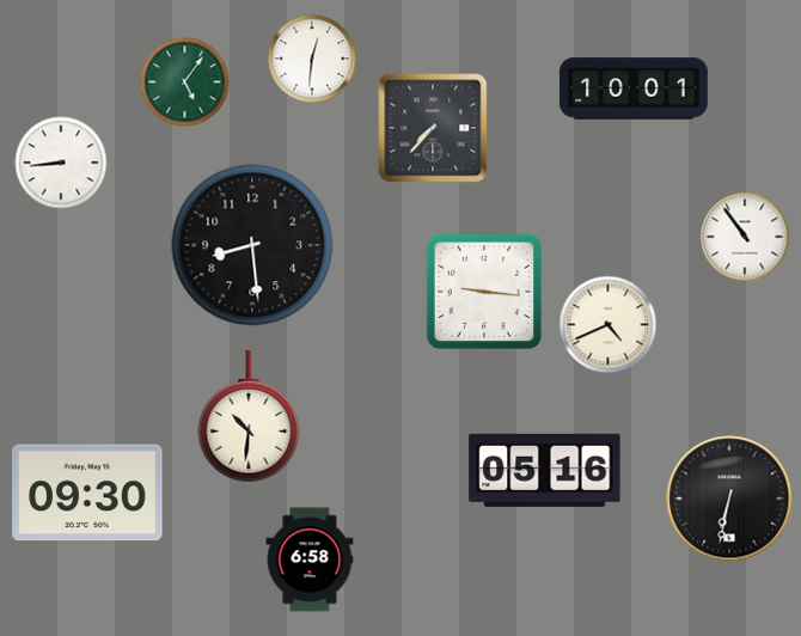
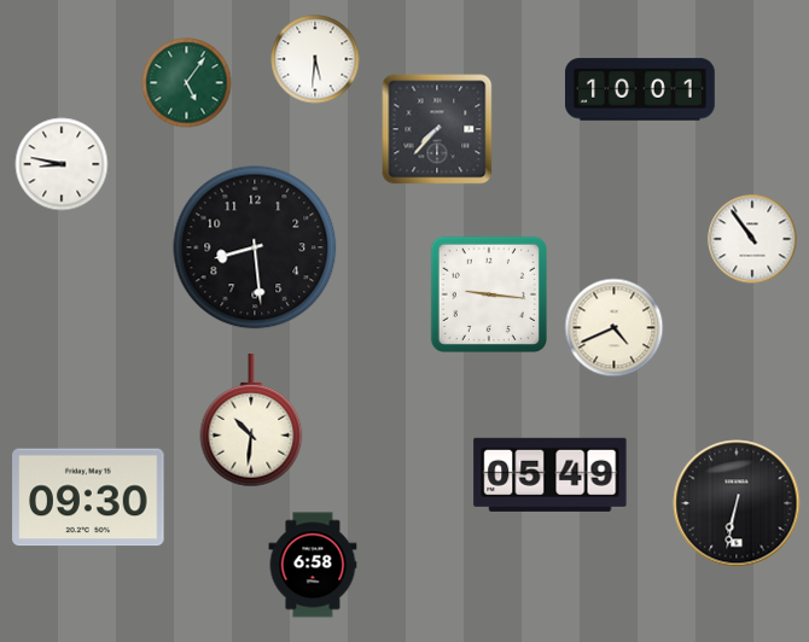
clock at (312, 59): 12:31 -> 5:31
clock at (61, 163): 8:44 -> 8:47
clock at (545, 470): 05:16 -> 05:49
